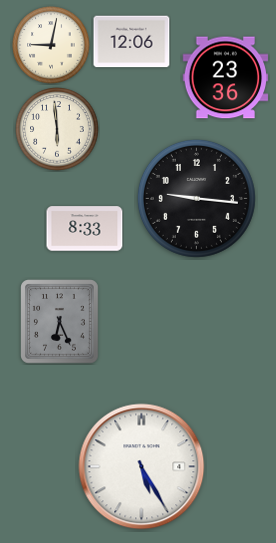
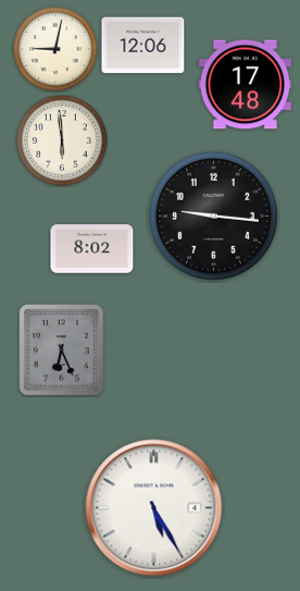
clock at (226, 78): 23:36 -> 17:48
clock at (85, 229): 8:33 -> 8:02
clock at (60, 322) position: (60, 322) -> (62, 350)
